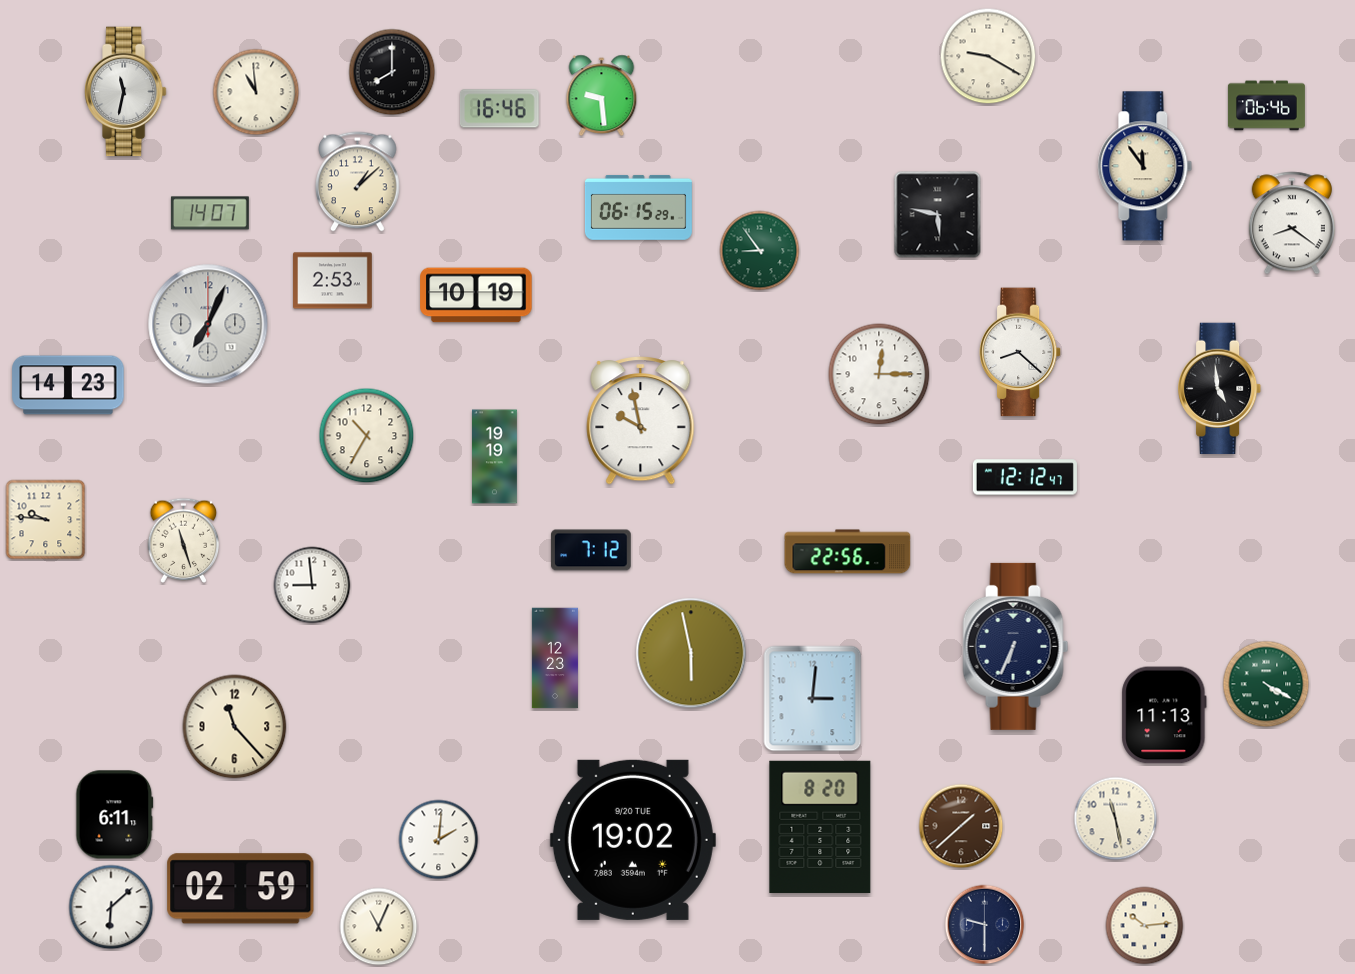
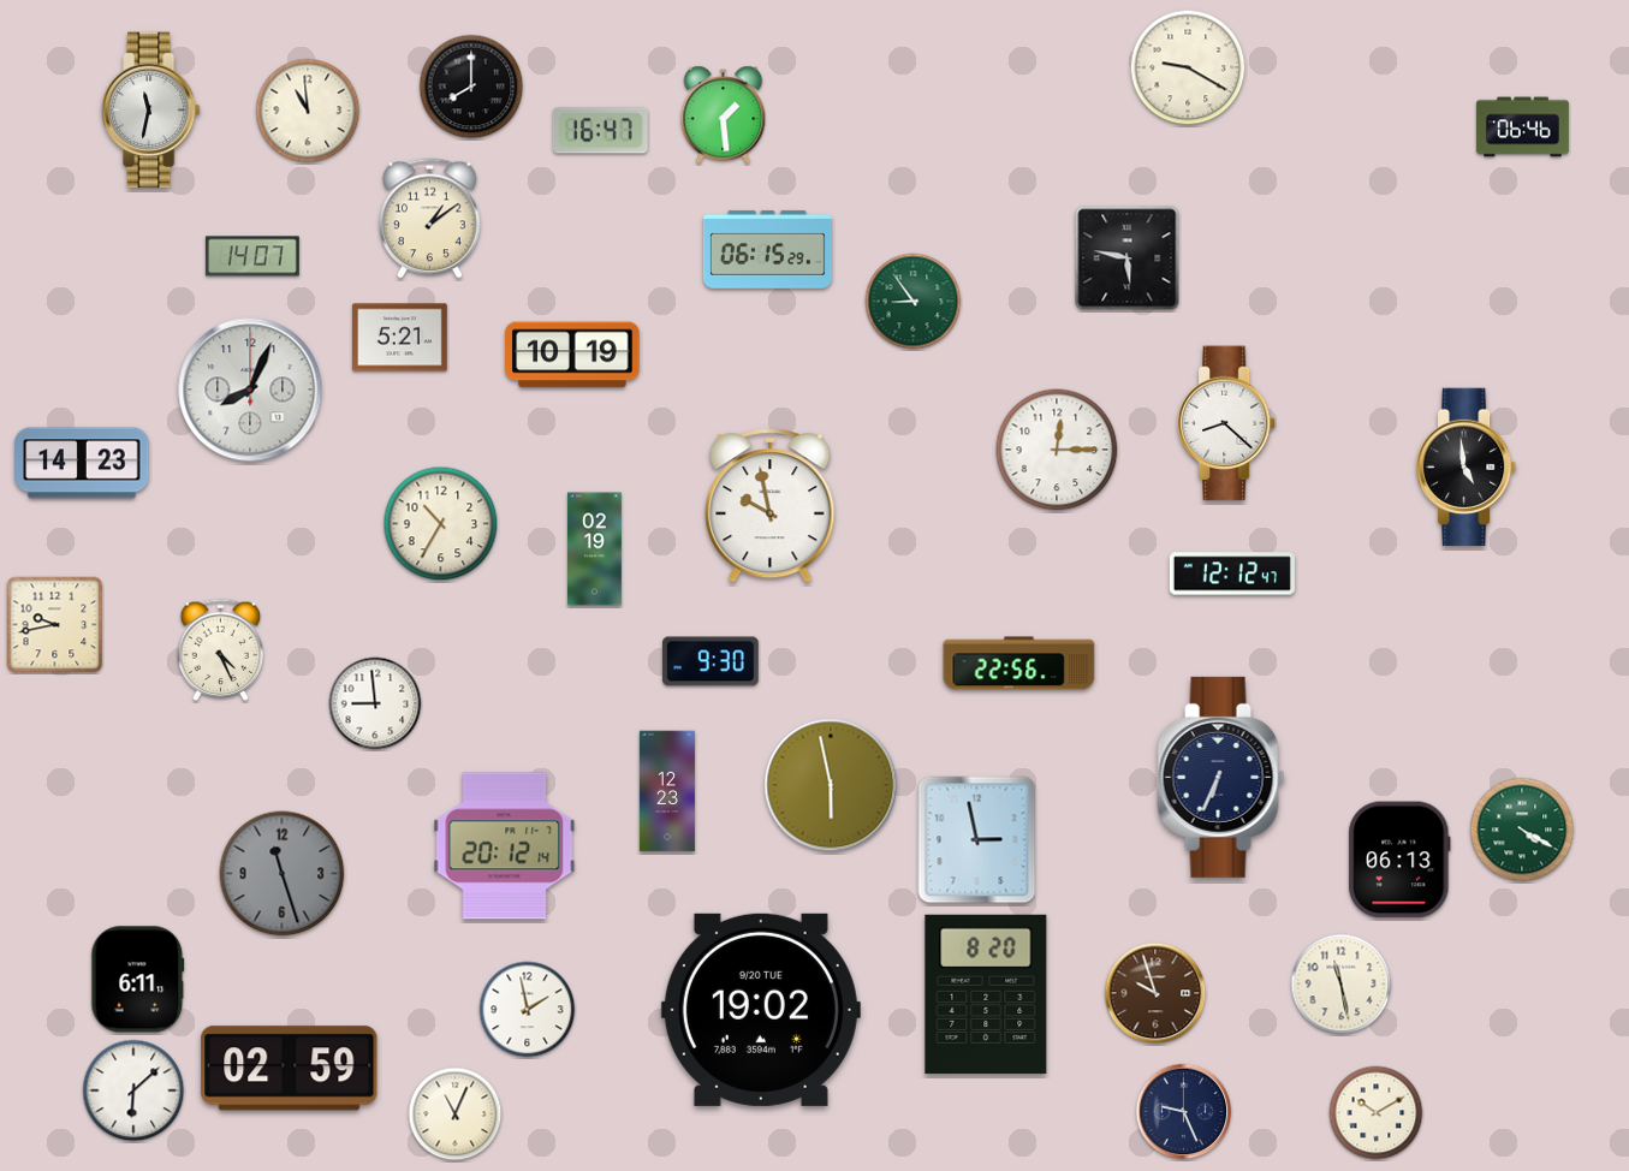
clock at (602, 96): 9:29 -> 1:29
clock at (499, 109): 16:46 -> 16:47
clock at (1145, 166): 11:54 -> none
clock at (358, 182): 1:08 -> 1:09
clock at (1292, 223): 8:21 -> none
clock at (333, 281): 2:53 -> 5:21
clock at (208, 324): 7:04 -> 8:04
clock at (495, 457): 19:19 -> 02:19
clock at (46, 520): 9:46 -> 9:43
clock at (184, 540): 11:27 -> 4:26
clock at (591, 550): 7:12 -> 9:30
clock at (1266, 684) position: (1266, 684) -> (1522, 830)
clock at (813, 699): 3:01 -> 2:58
clock at (505, 846): none -> 20:12
clock at (1164, 715): 11:13 -> 06:13
clock at (235, 727): 11:23 -> 11:27
clock at (235, 727) dial: cream -> grey
clock at (961, 826): 1:38 -> 9:57
clock at (439, 840): 2:01 -> 1:58
clock at (985, 925): 9:30 -> 9:26
clock at (1145, 926): 10:14 -> 10:10
